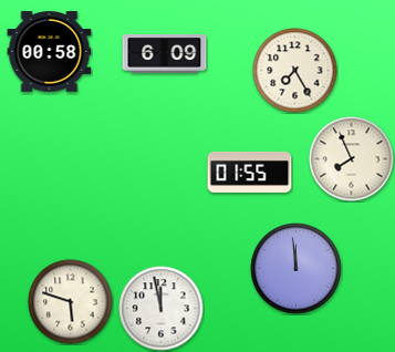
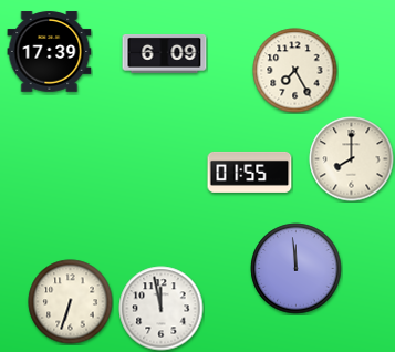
clock at (50, 52): 00:58 -> 17:39
clock at (352, 159): 7:56 -> 8:00
clock at (71, 302): 5:48 -> 6:33
